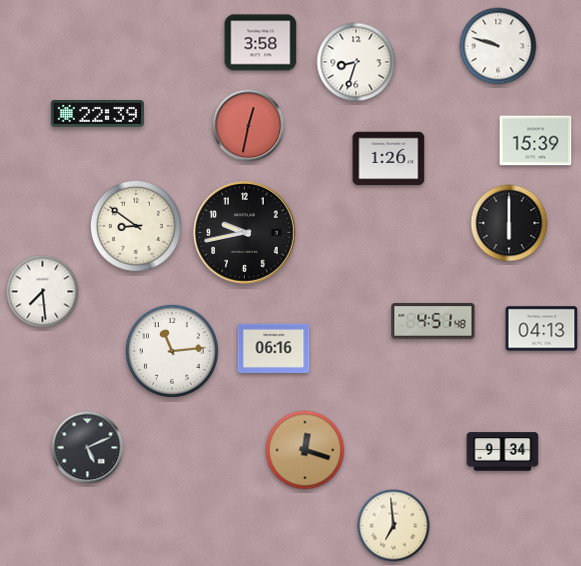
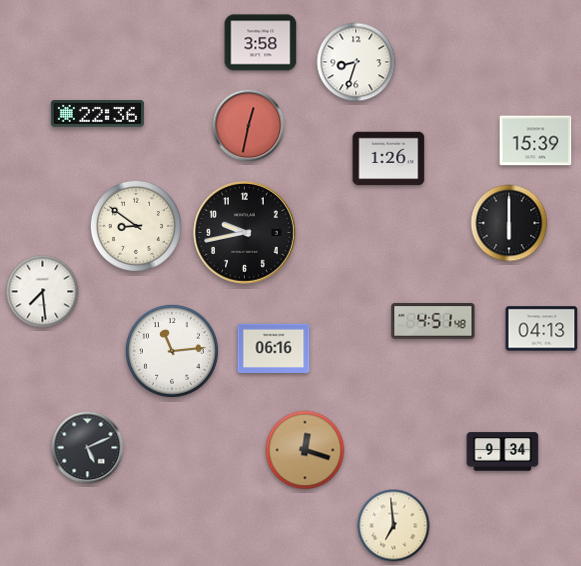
clock at (498, 46): 9:48 -> none
clock at (97, 114): 22:39 -> 22:36
